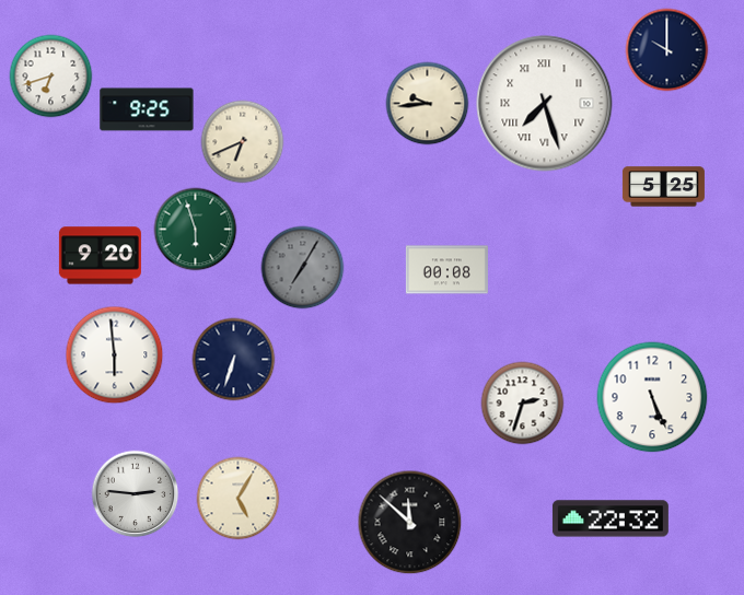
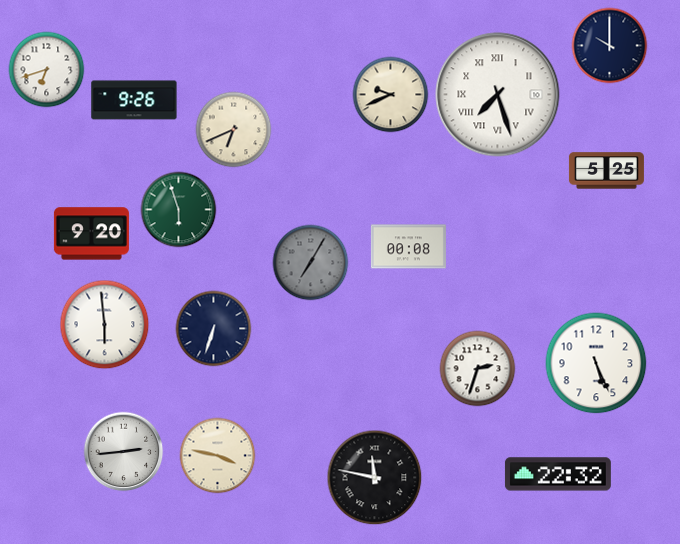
clock at (428, 104): 9:44 -> 9:41
clock at (147, 109): 9:25 -> 9:26
clock at (243, 142) position: (243, 142) -> (234, 130)
clock at (303, 268) position: (303, 268) -> (311, 263)
clock at (136, 494): 2:46 -> 2:44
clock at (239, 499): 5:05 -> 3:47
clock at (410, 523): 11:52 -> 11:47
